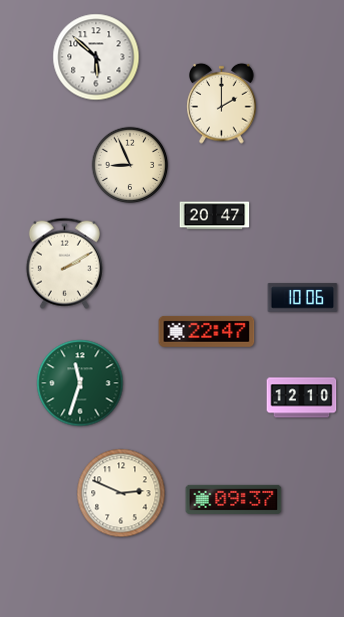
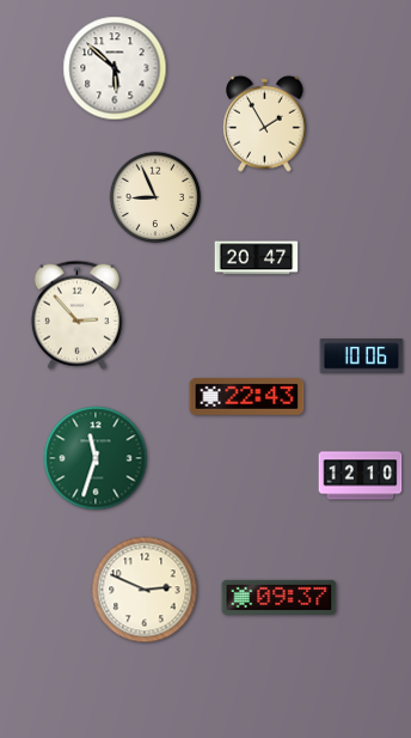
clock at (222, 103): 2:00 -> 1:55
clock at (64, 263): 2:10 -> 2:53
clock at (207, 331): 22:47 -> 22:43
